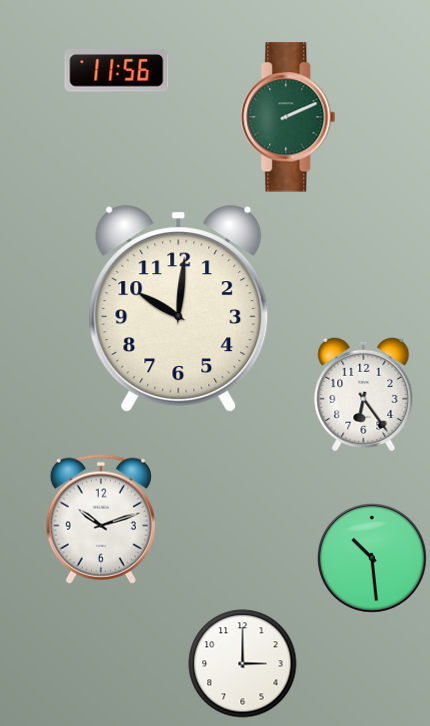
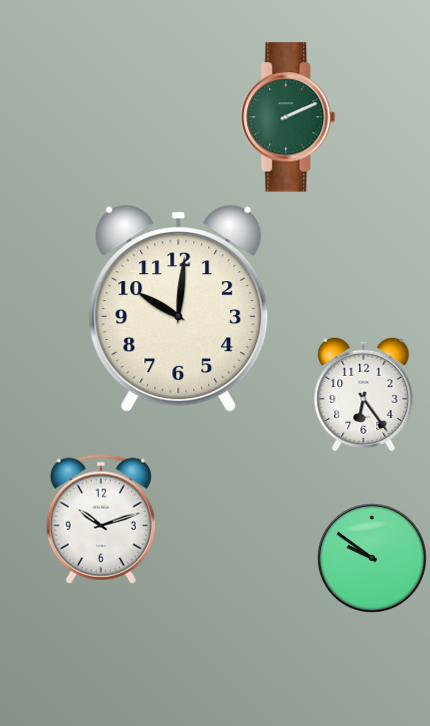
clock at (117, 71): 11:56 -> none
clock at (373, 559): 10:29 -> 9:51
clock at (243, 664): 3:00 -> none
